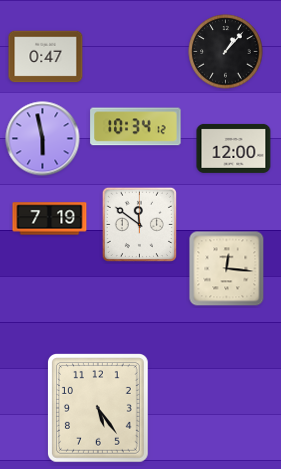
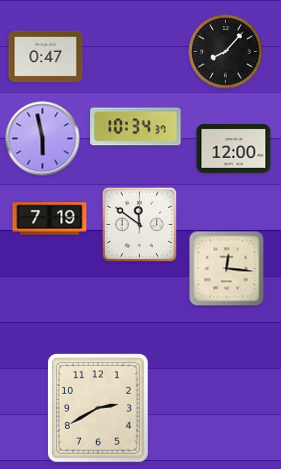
clock at (226, 52): 1:07 -> 8:07
clock at (136, 127): 10:34:12 -> 10:34:37
clock at (99, 409): 5:24 -> 2:40
